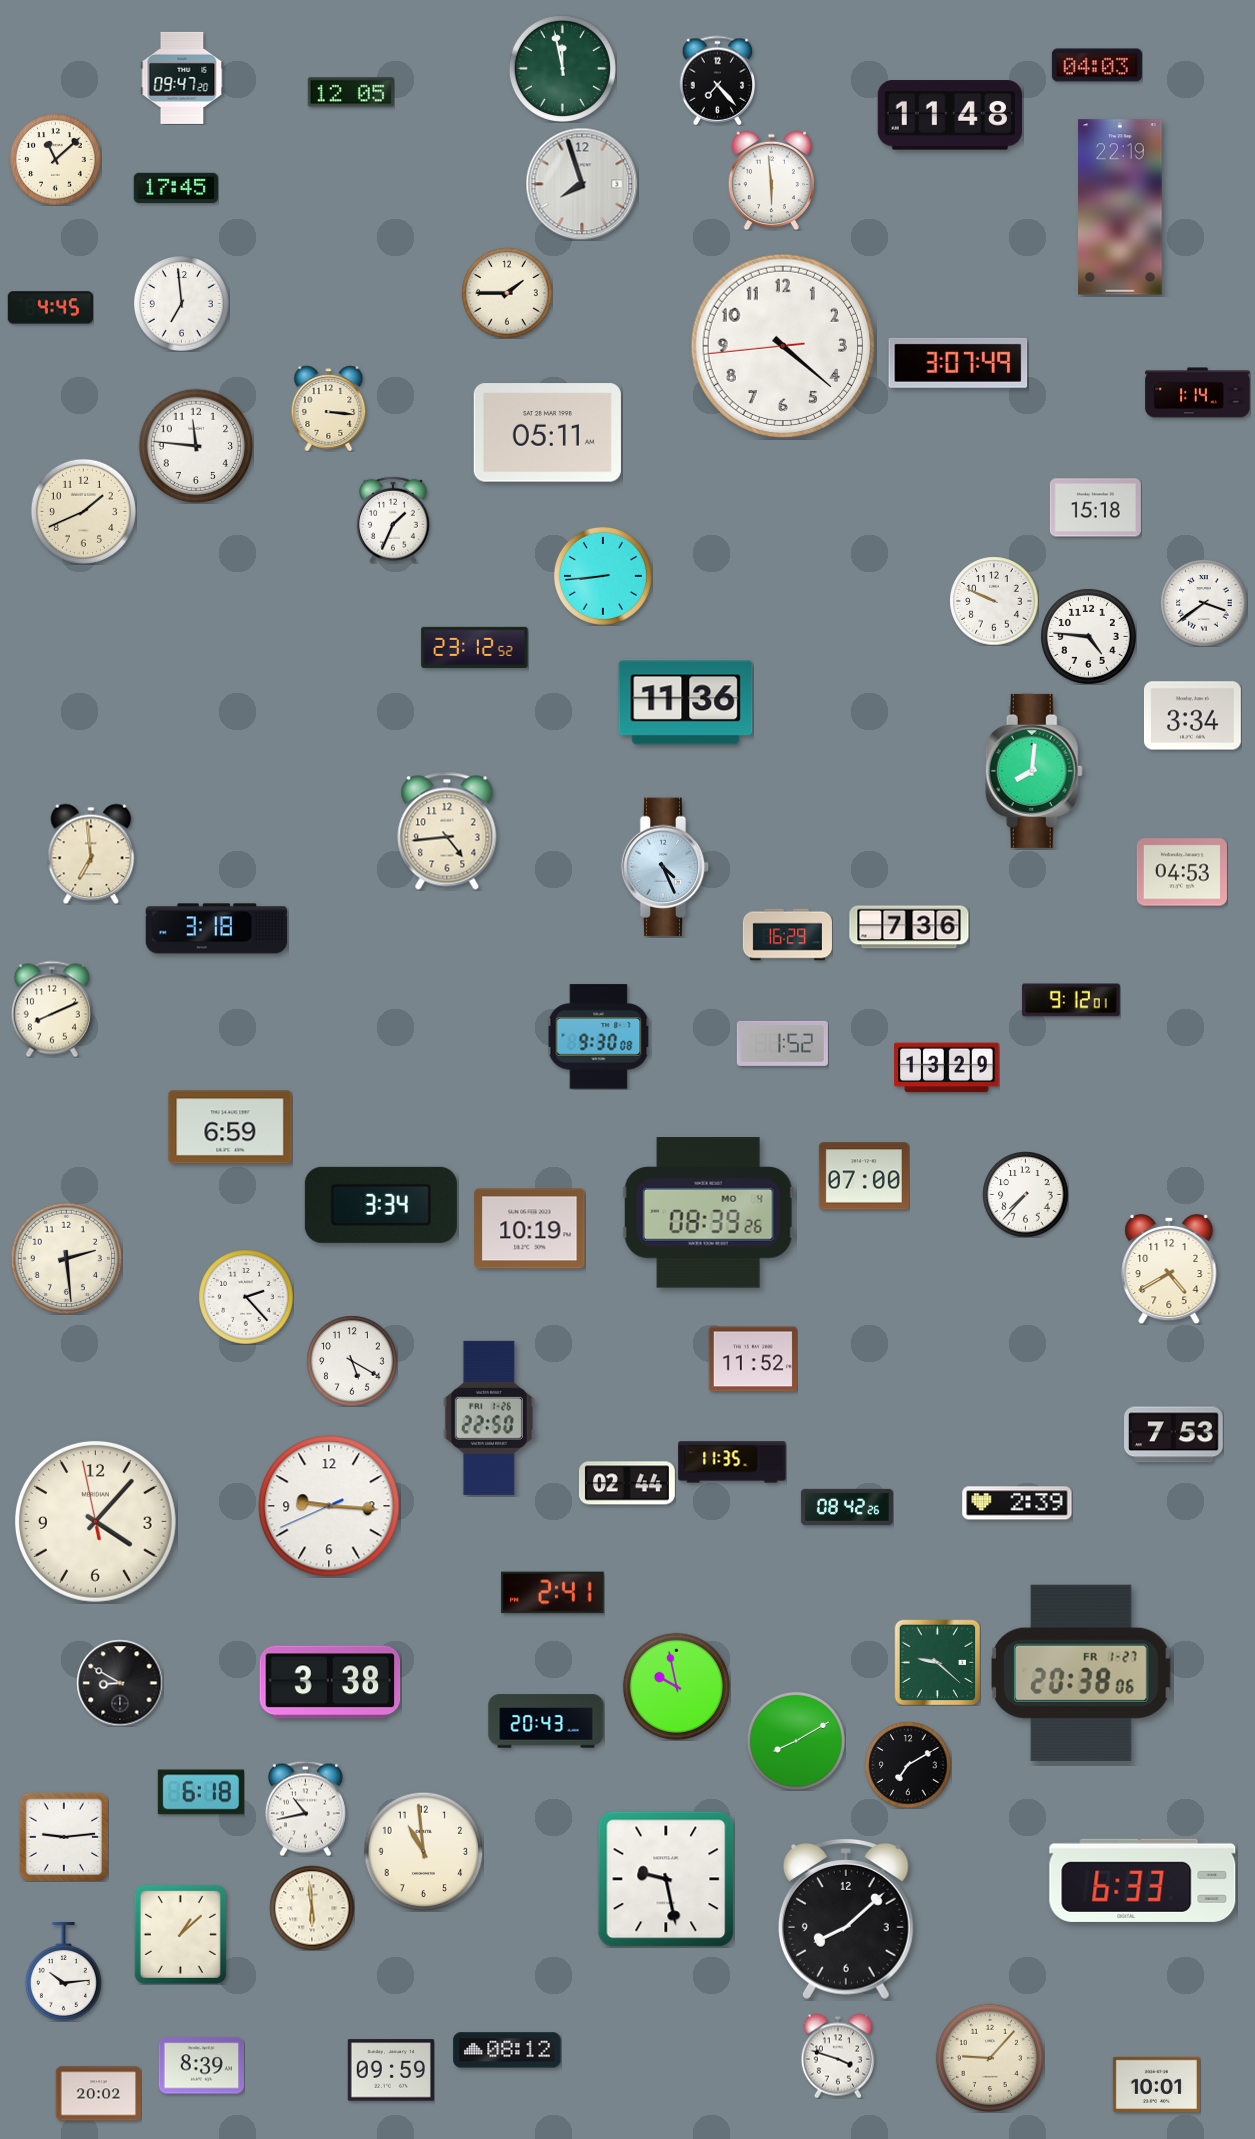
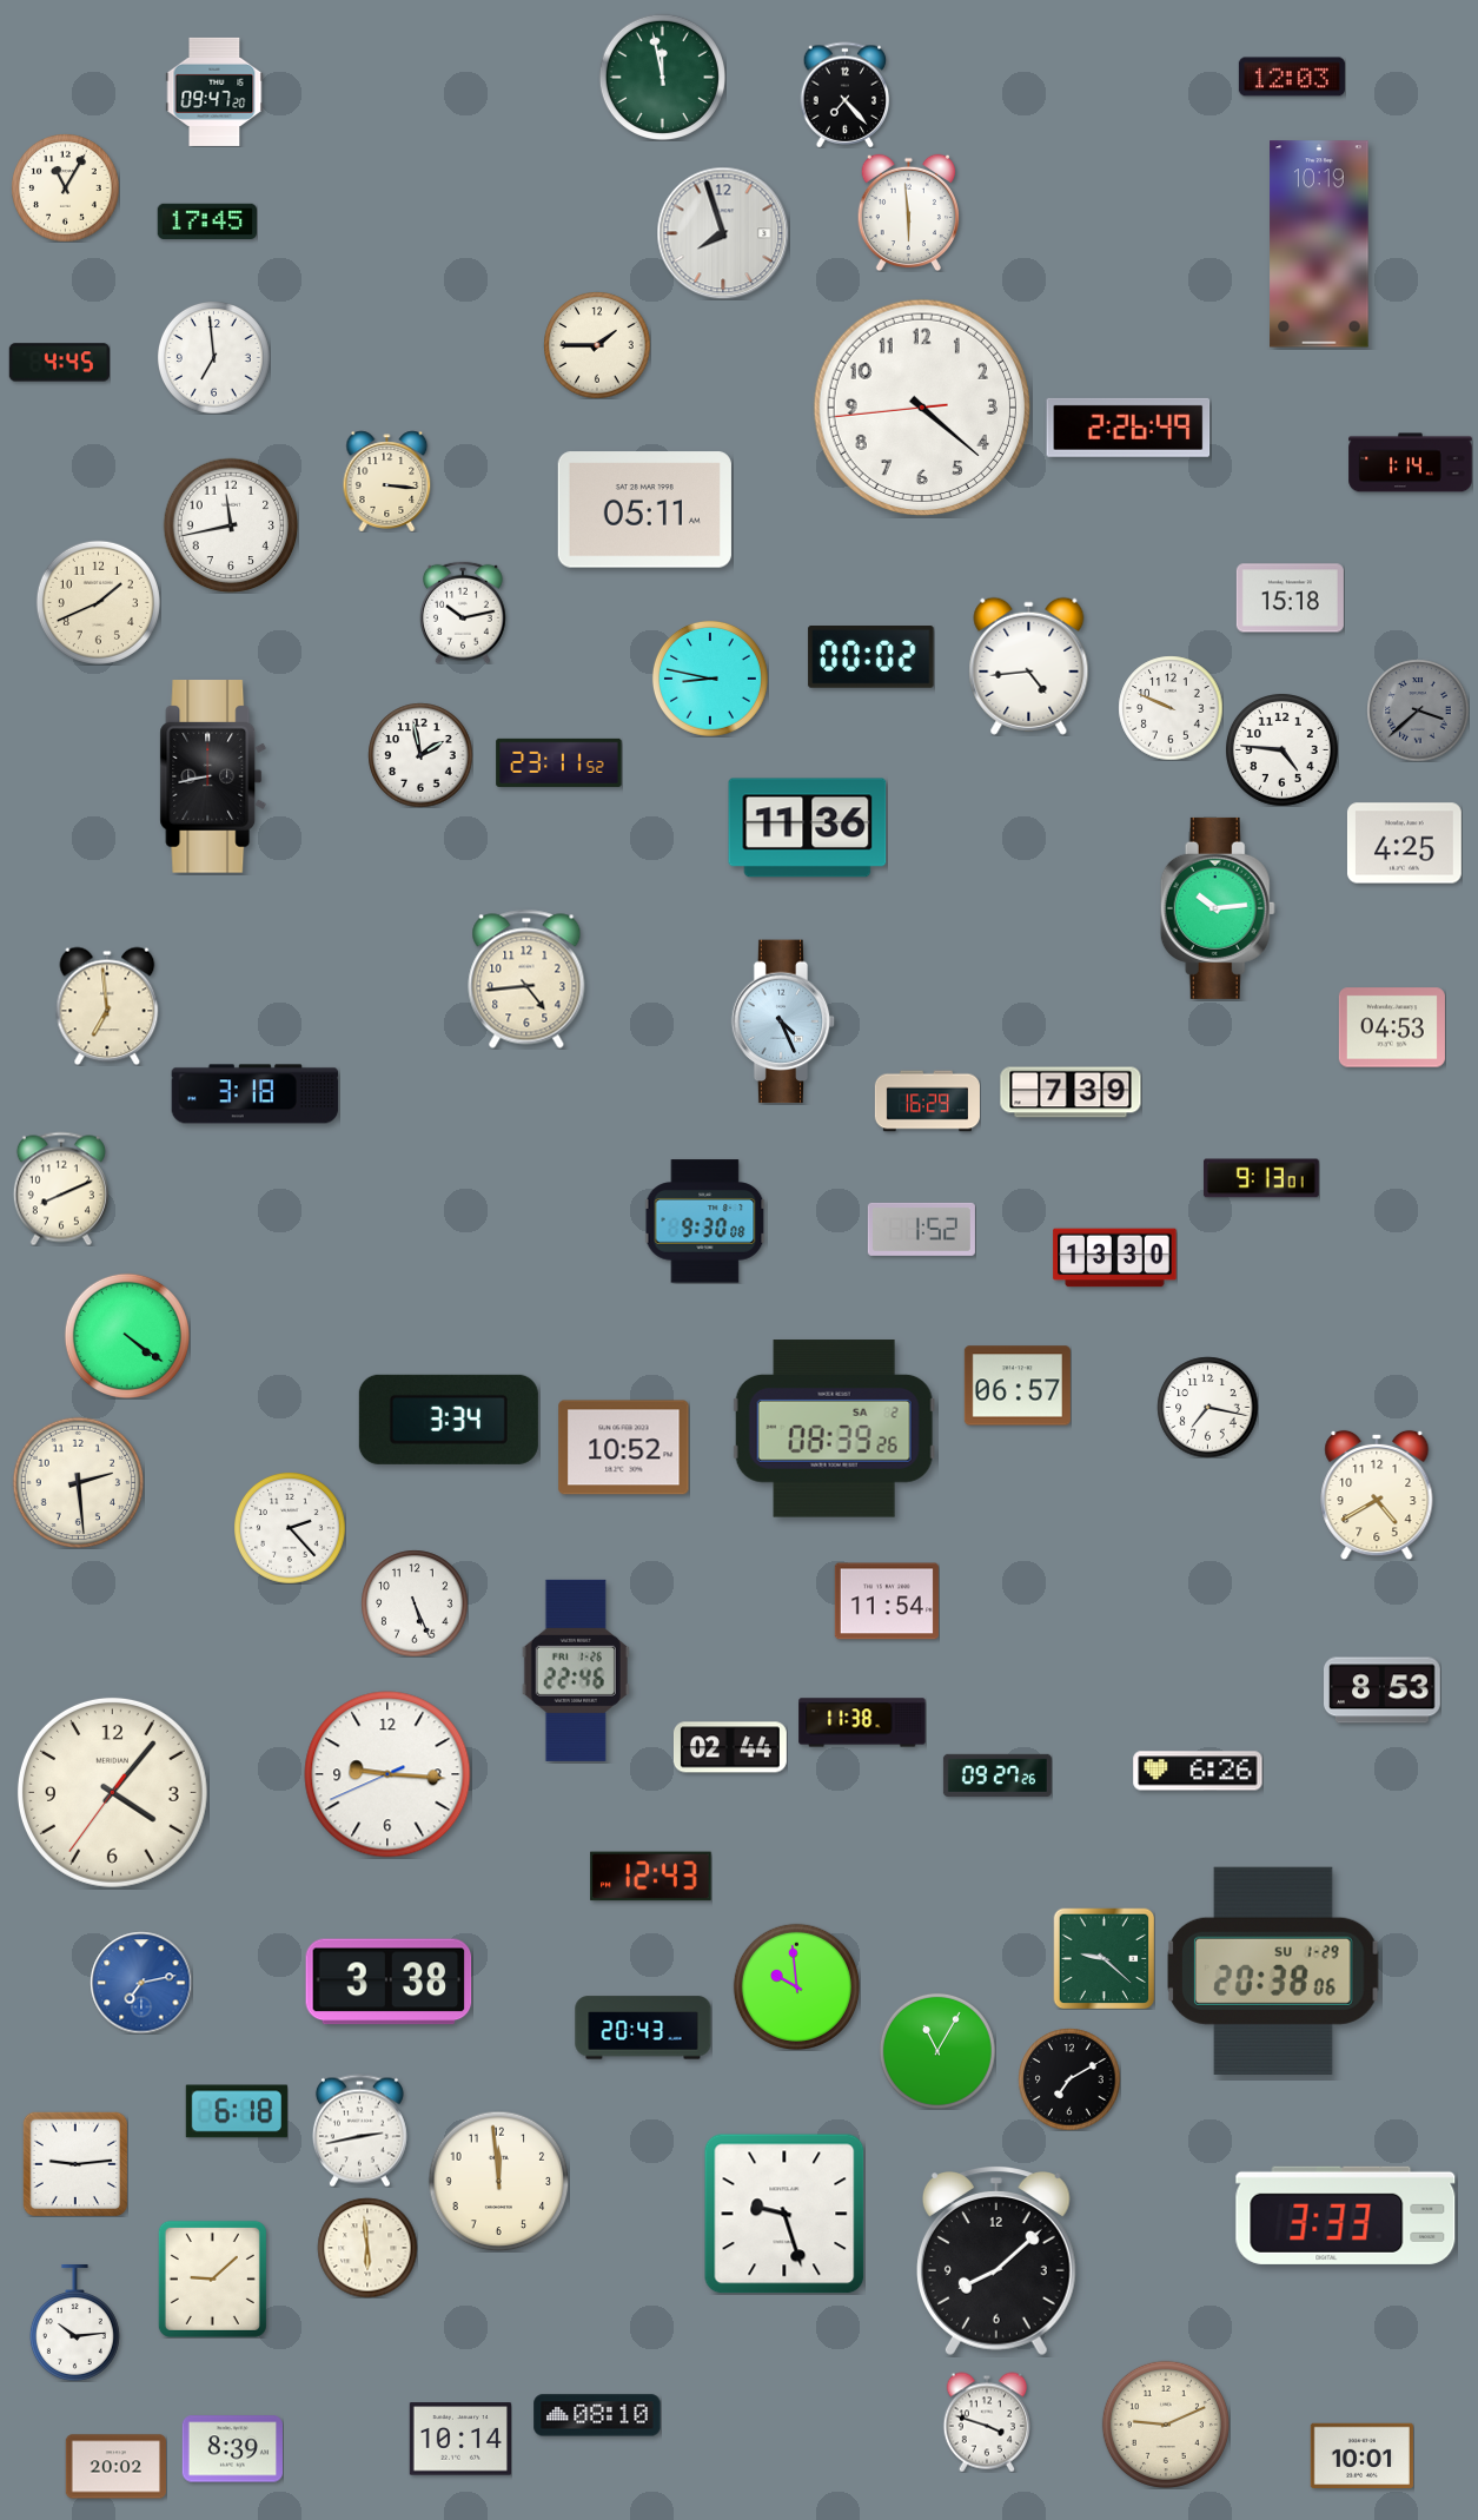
clock at (1097, 65): 04:03 -> 12:03
clock at (562, 68) position: (562, 68) -> (662, 77)
clock at (350, 92): 12:05 -> none
clock at (949, 115): 11:48 -> none
clock at (55, 159): 11:08 -> 11:05
clock at (582, 184) position: (582, 184) -> (723, 233)
clock at (1120, 207): 22:19 -> 10:19
clock at (958, 363): 3:07 -> 2:26
clock at (196, 446): 11:46 -> 11:43
clock at (393, 520): 1:34 -> 10:13
clock at (871, 657): none -> 00:02
clock at (1029, 666): none -> 4:44
clock at (603, 576): 8:44 -> 8:47
clock at (1204, 603): 3:39 -> 3:38
clock at (1204, 603) dial: white -> grey
clock at (420, 755): none -> 1:58
clock at (475, 647): 23:12 -> 23:11
clock at (213, 778): none -> 8:43
clock at (1192, 716): 3:34 -> 4:25
clock at (1034, 771): 8:01 -> 10:14
clock at (909, 927): 7:36 -> 7:39
clock at (1071, 1000): 9:12 -> 9:13
clock at (947, 1068): 13:29 -> 13:30
clock at (230, 1127): 6:59 -> none
clock at (127, 1336): none -> 4:21
clock at (864, 1176): 07:00 -> 06:57
clock at (1025, 1194): 7:37 -> 7:17
clock at (708, 1213) date: MO 4 -> SA 2
clock at (530, 1229): 10:19 -> 10:52
clock at (753, 1359): 11:52 -> 11:54
clock at (352, 1361): 5:20 -> 5:26
clock at (489, 1418): 22:50 -> 22:46
clock at (1174, 1435): 7:53 -> 8:53
clock at (732, 1462): 11:35 -> 11:38
clock at (627, 1483) position: (627, 1483) -> (730, 1747)
clock at (1017, 1503): 2:39 -> 6:26
clock at (847, 1507): 08:42 -> 09:27
clock at (95, 1521): 4:06:58 -> 4:06:36
clock at (553, 1593): 2:41 -> 12:43
clock at (1082, 1673) date: FR 1-27 -> SU 1-29
clock at (120, 1683): 8:50 -> 7:13
clock at (120, 1683) dial: black -> blue
clock at (676, 1686): 9:58 -> 9:59
clock at (796, 1741): 8:10 -> 11:05
clock at (305, 1808): 10:43 -> 2:43
clock at (423, 1851): 10:59 -> 11:59
clock at (666, 1879): 9:28 -> 9:27
clock at (1143, 1880): 6:33 -> 3:33
clock at (180, 1934): 1:08 -> 9:08
clock at (507, 2050): 08:12 -> 08:10
clock at (990, 2058): 9:07 -> 9:11
clock at (201, 2066) position: (201, 2066) -> (232, 2449)
clock at (390, 2070): 09:59 -> 10:14
